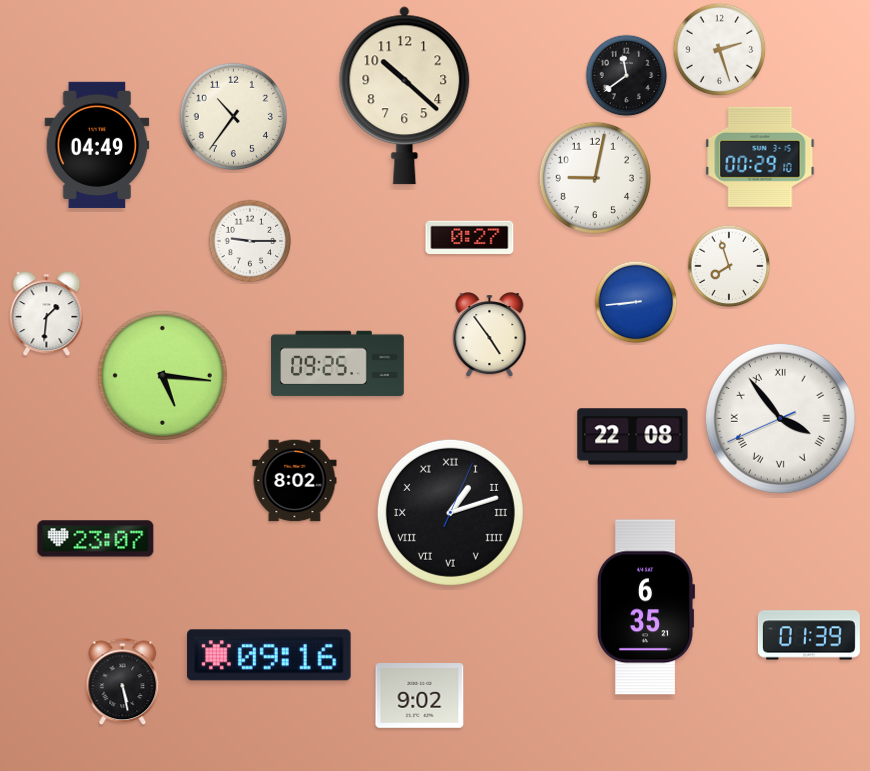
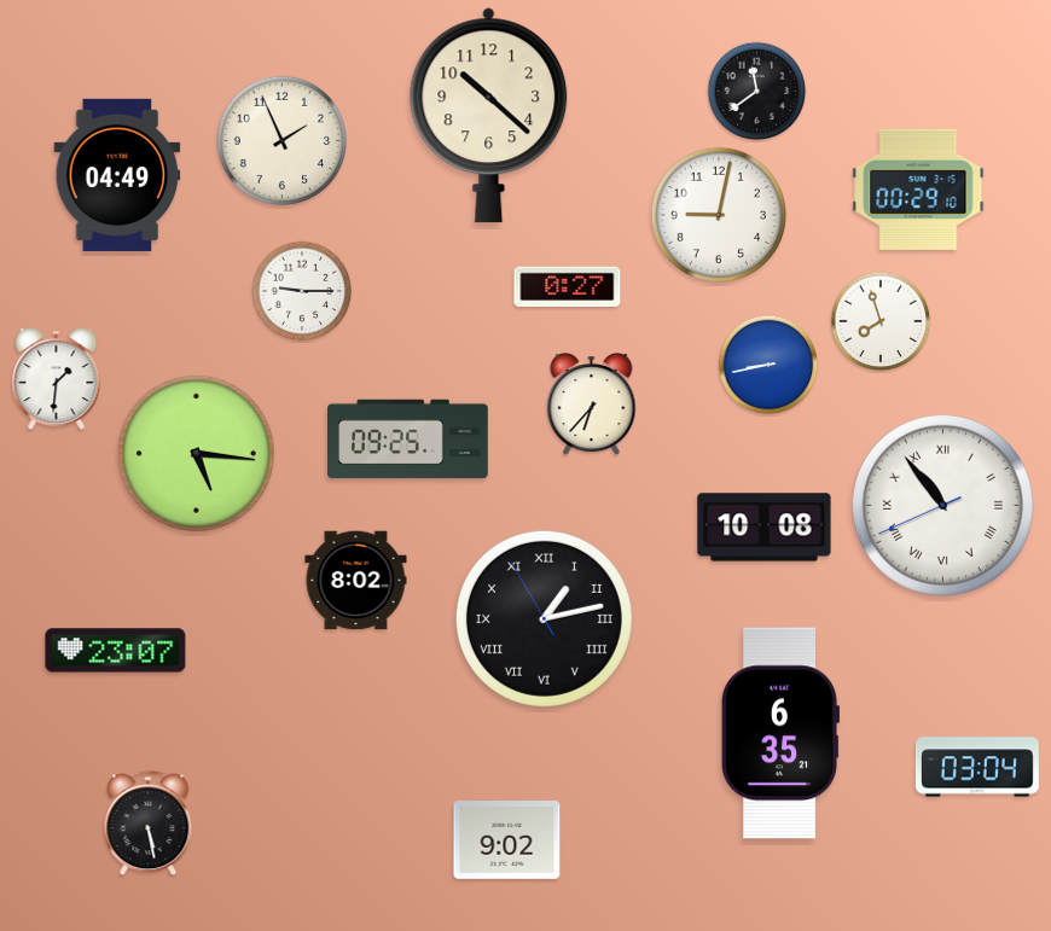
clock at (720, 50): 2:27 -> none
clock at (233, 116): 10:36 -> 1:56
clock at (636, 302): 8:44 -> 8:43
clock at (490, 336): 4:54 -> 6:37
clock at (780, 418): 3:53 -> 10:53
clock at (633, 437): 22:08 -> 10:08
clock at (450, 512): 1:12:04 -> 1:12:55
clock at (809, 635): 01:39 -> 03:04
clock at (269, 655): 09:16 -> none
